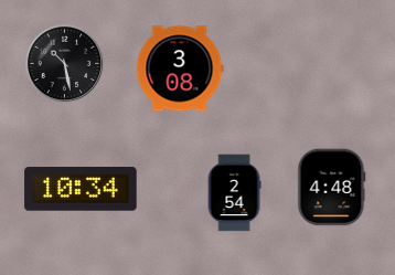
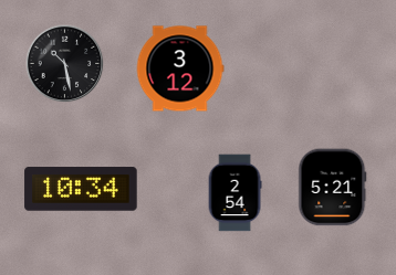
clock at (180, 68): 3:08 -> 3:12
clock at (332, 188): 4:48 -> 5:21
